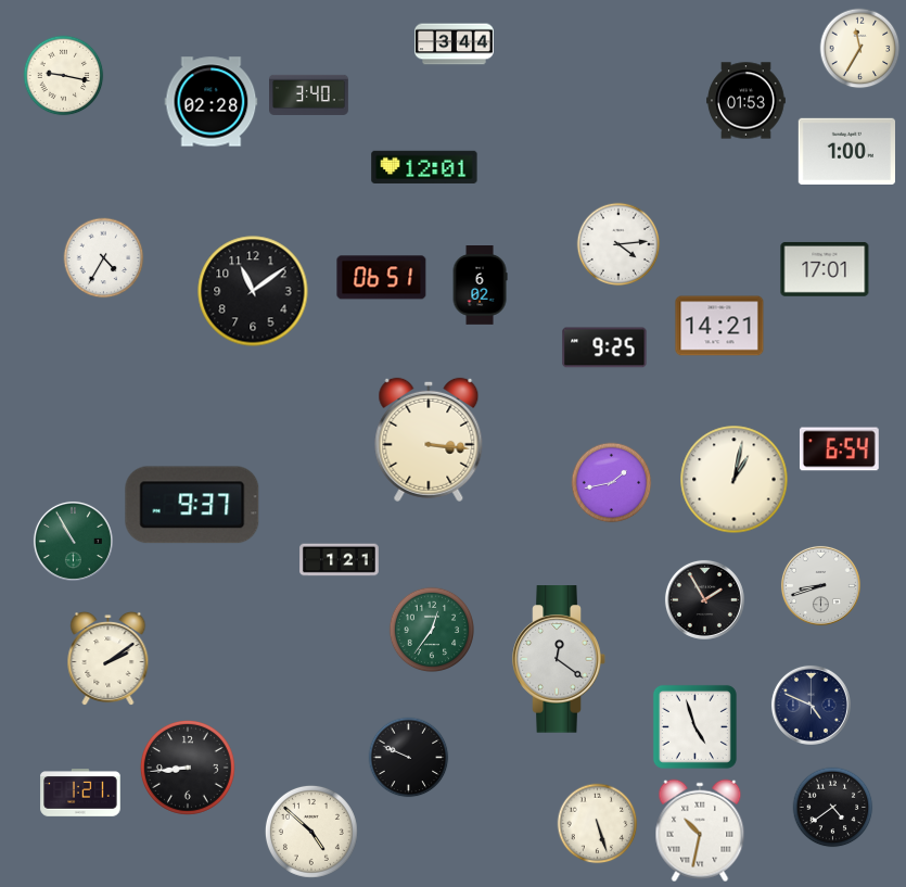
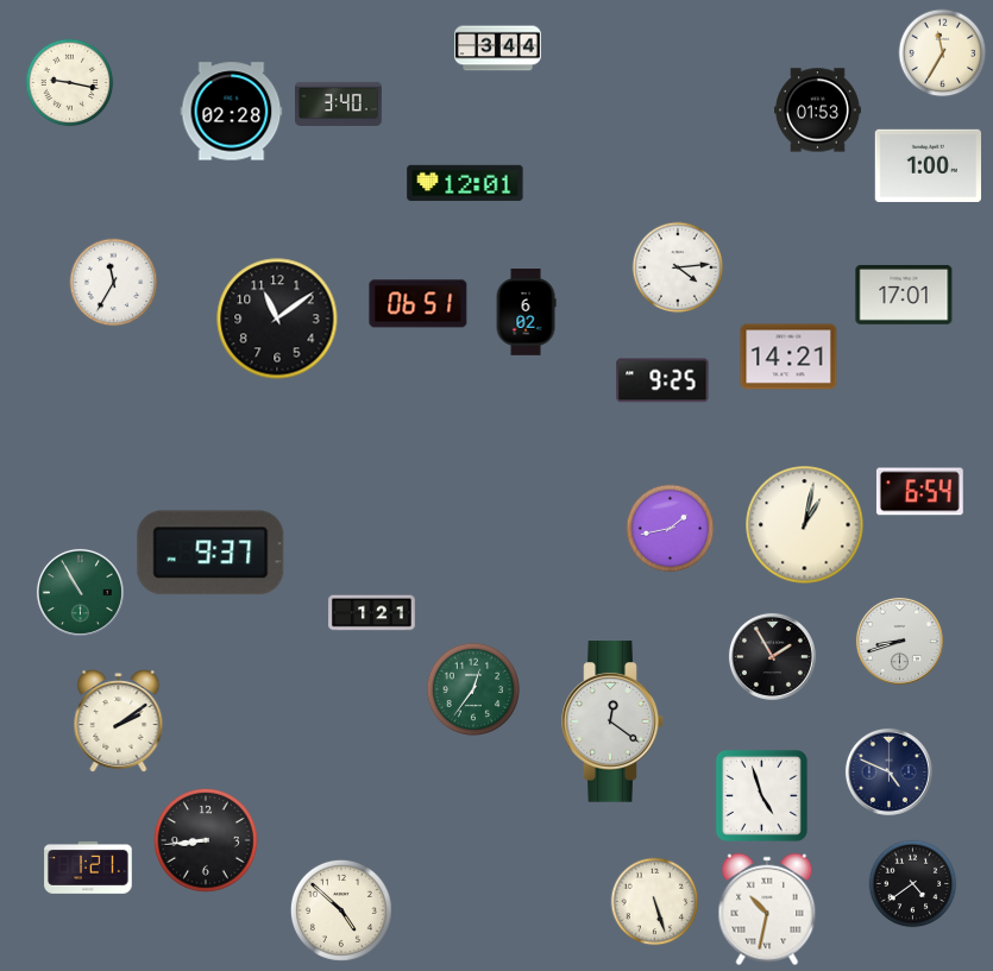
clock at (104, 258): 4:35 -> 11:35
clock at (429, 440): 3:16 -> none
clock at (409, 758): 9:49 -> none
